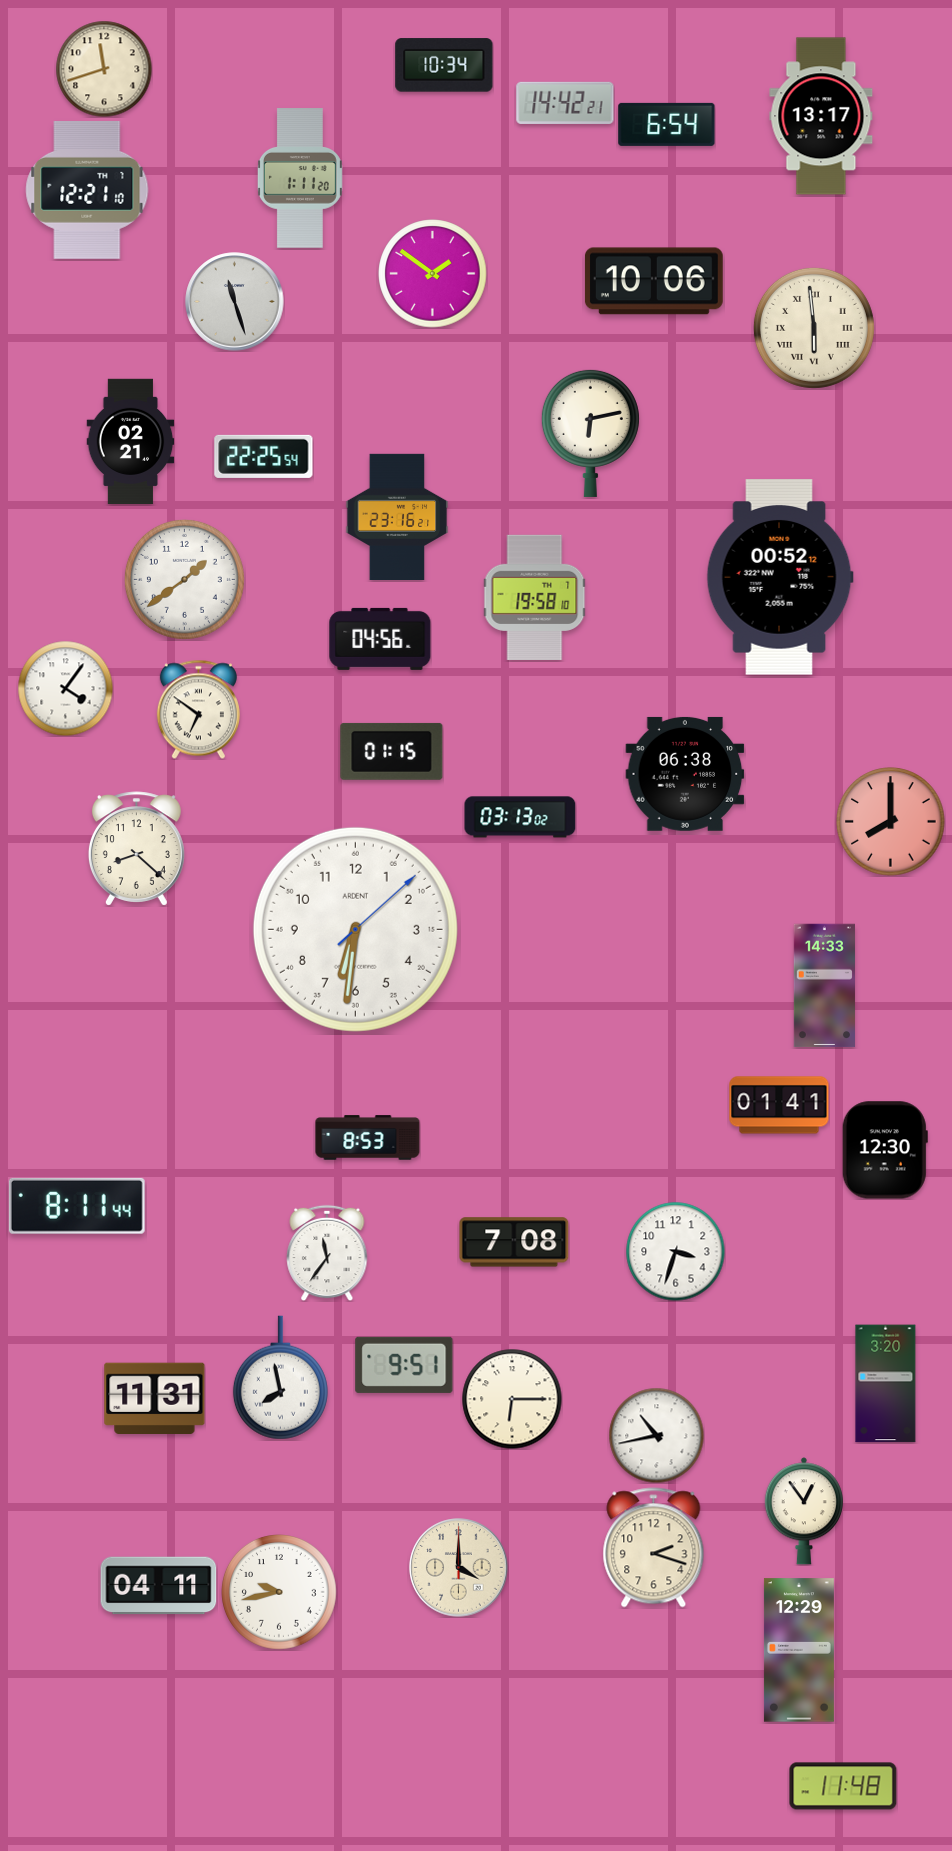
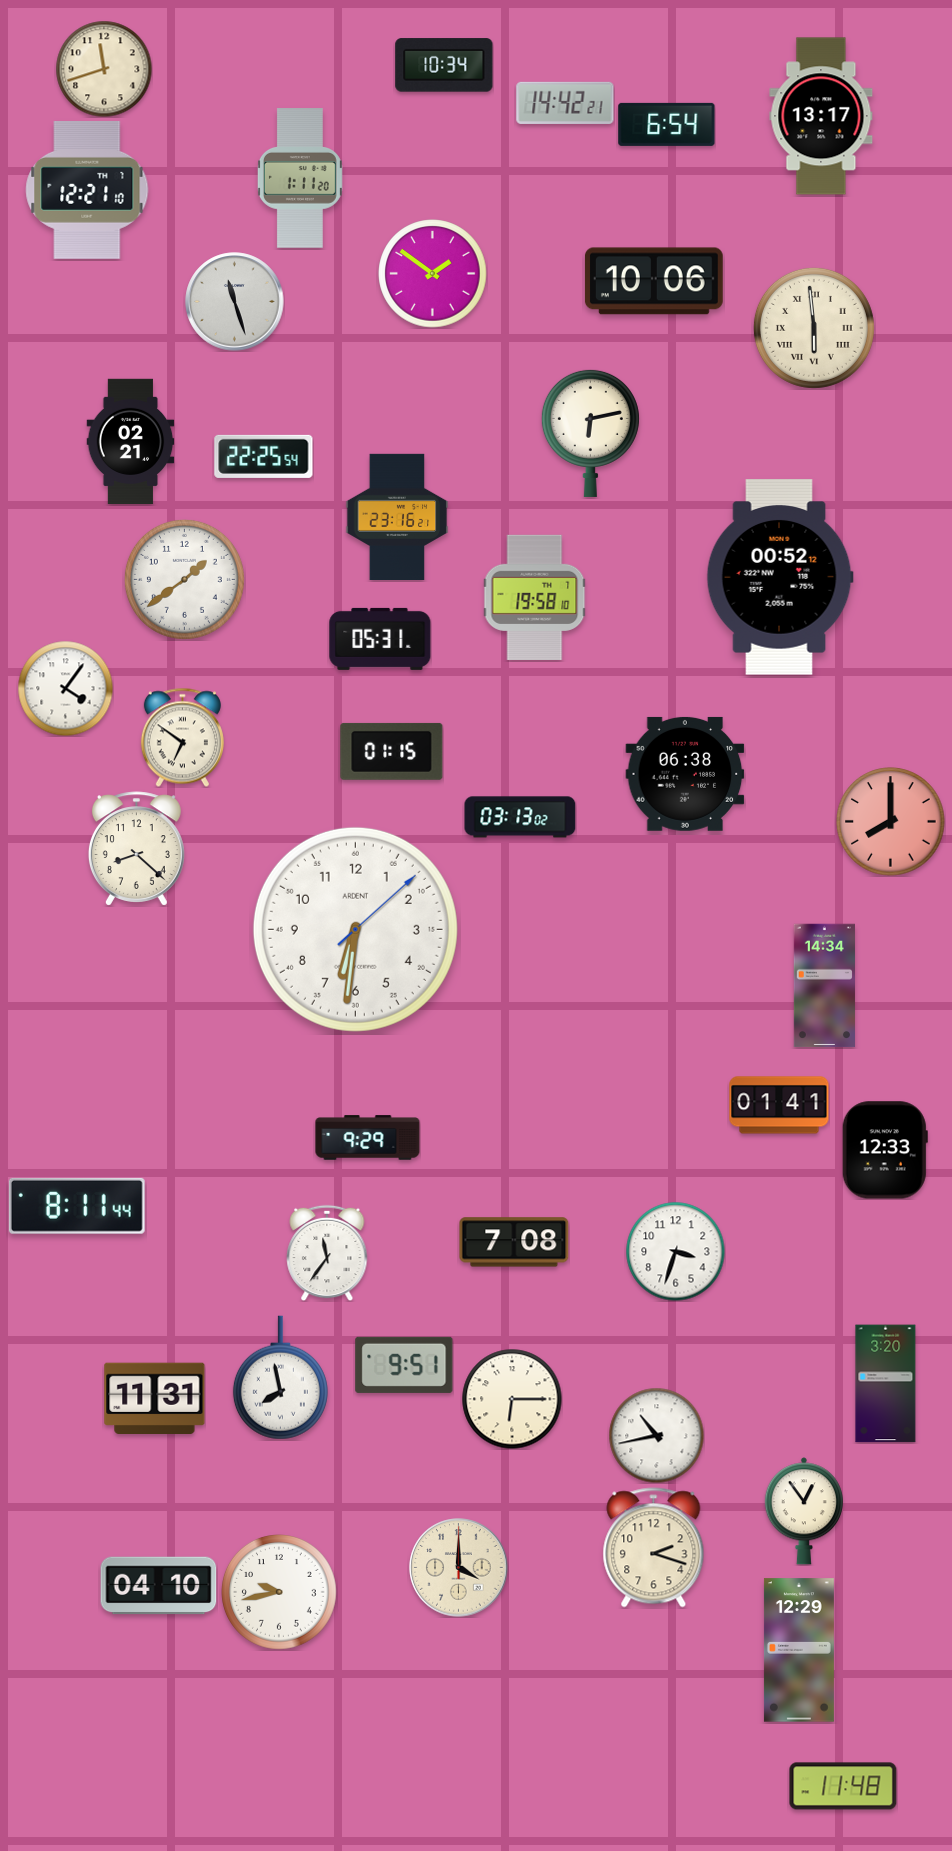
clock at (380, 639): 04:56 -> 05:31
clock at (198, 709) position: (198, 709) -> (182, 737)
clock at (824, 986): 14:33 -> 14:34
clock at (368, 1138): 8:53 -> 9:29
clock at (885, 1150): 12:30 -> 12:33
clock at (159, 1586): 04:11 -> 04:10
